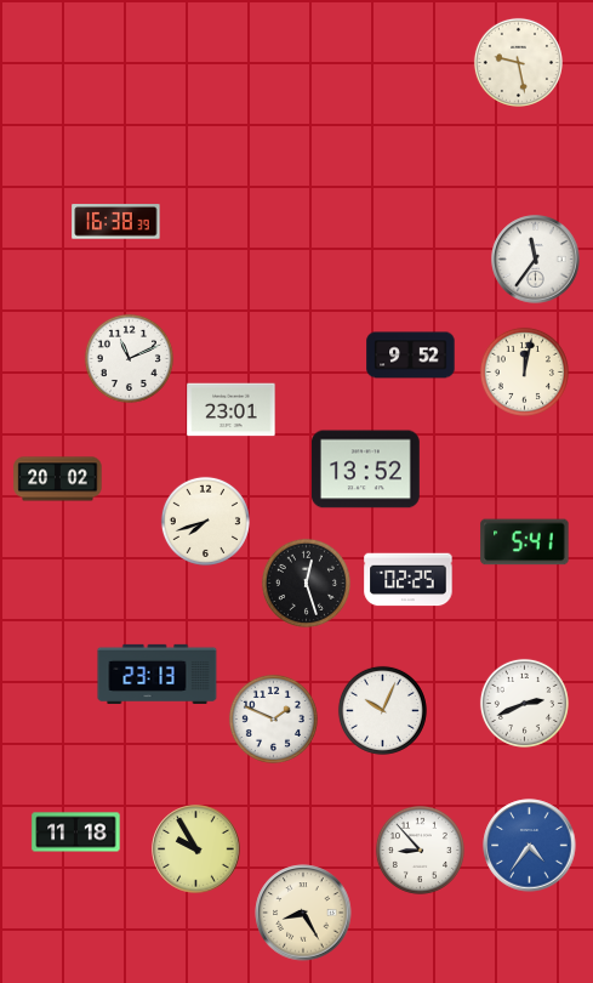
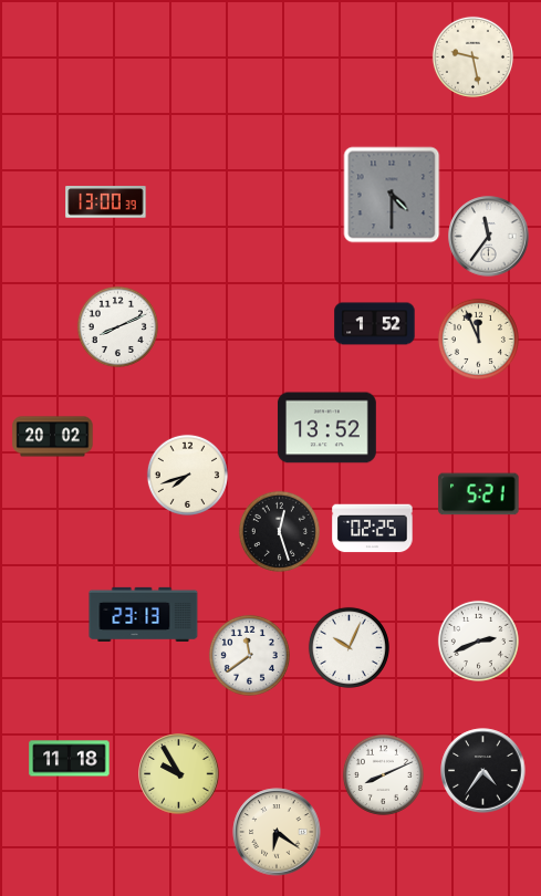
clock at (392, 195): none -> 4:30
clock at (116, 222): 16:38 -> 13:00
clock at (411, 356): 9:52 -> 1:52
clock at (129, 358): 11:11 -> 8:11
clock at (524, 371): 12:02 -> 11:56
clock at (232, 410): 23:01 -> none
clock at (366, 470) position: (366, 470) -> (327, 428)
clock at (525, 542): 5:41 -> 5:21
clock at (273, 718): 1:49 -> 11:39
clock at (530, 846) dial: blue -> black
clock at (420, 850): 8:53 -> 8:11
clock at (303, 913): 8:25 -> 6:21
